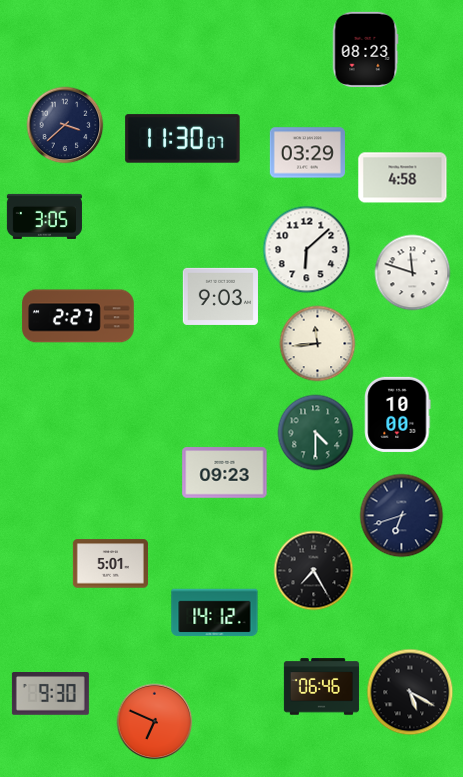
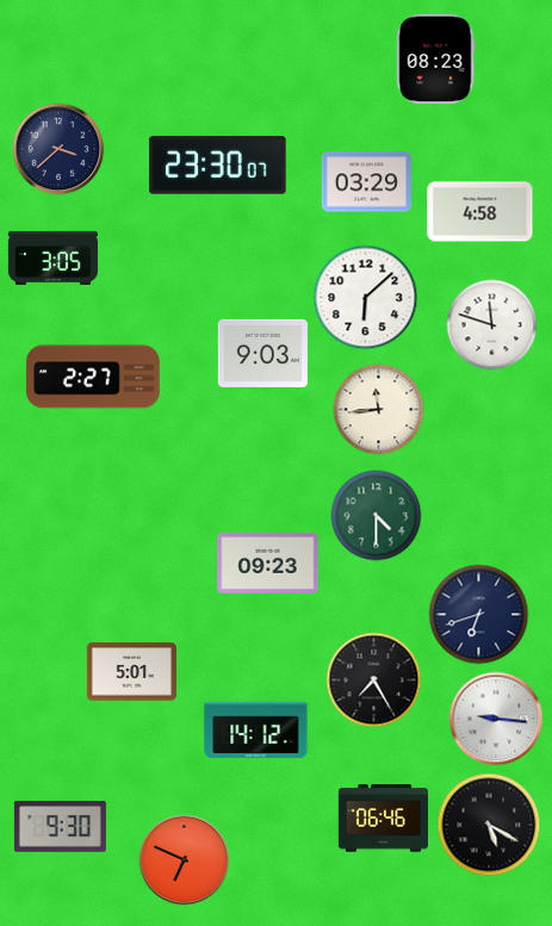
clock at (65, 125) position: (65, 125) -> (58, 149)
clock at (183, 139): 11:30 -> 23:30
clock at (398, 414): 10:00 -> none
clock at (496, 719): none -> 9:16
